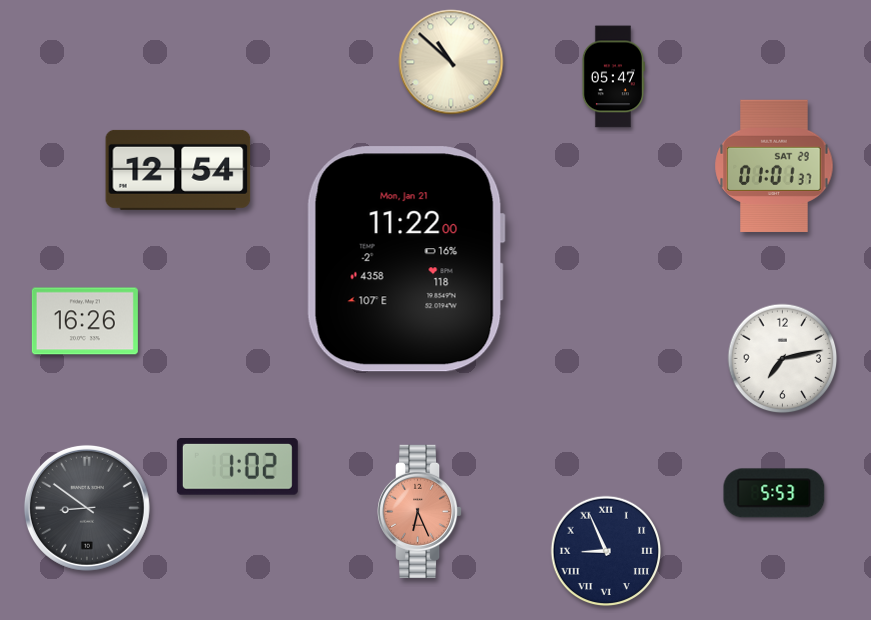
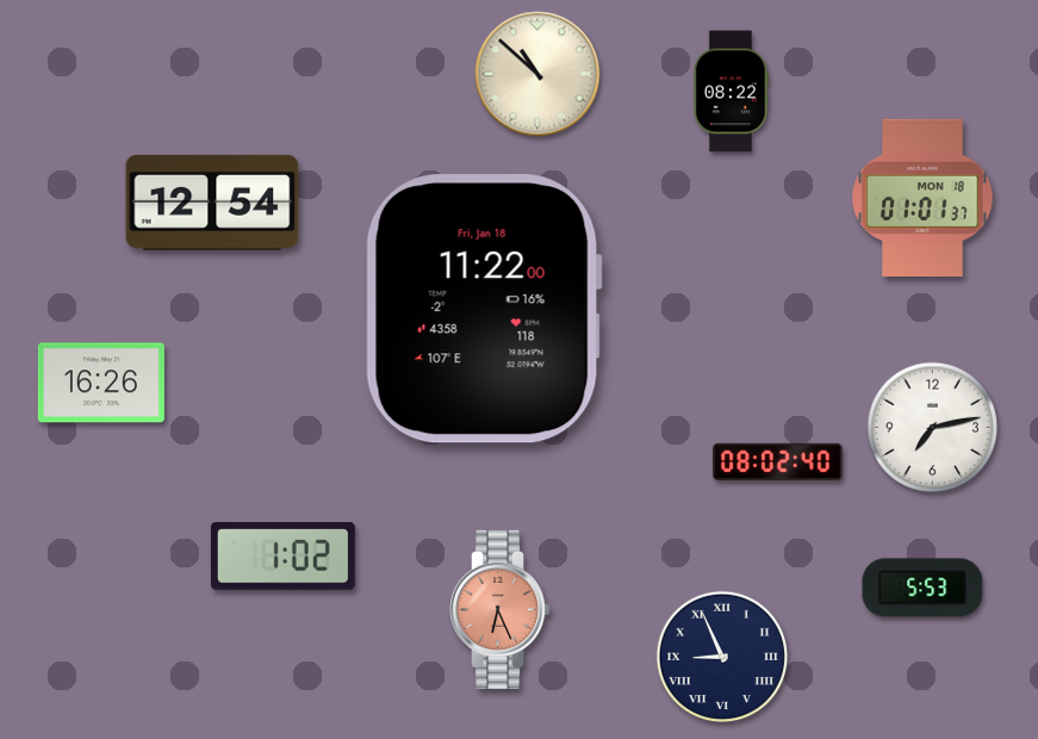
clock at (613, 77): 05:47 -> 08:22
clock at (774, 165) date: SAT 29 -> MON 18
clock at (406, 259) date: Mon, Jan 21 -> Fri, Jan 18
clock at (778, 461): none -> 08:02
clock at (87, 508): 8:51 -> none
